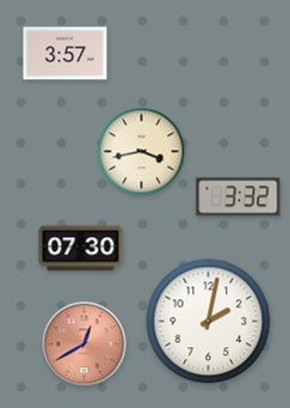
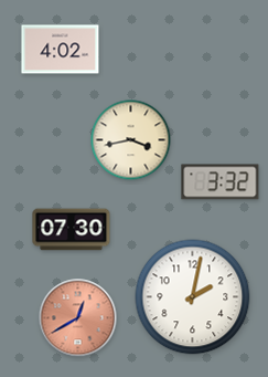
clock at (66, 54): 3:57 -> 4:02
clock at (81, 249) position: (81, 249) -> (72, 230)
